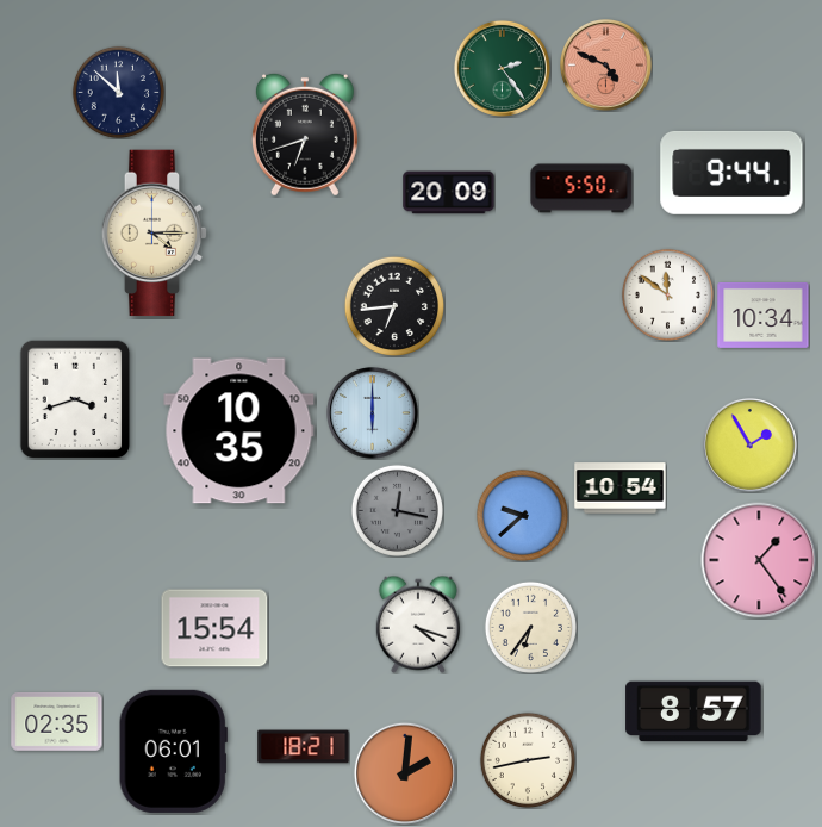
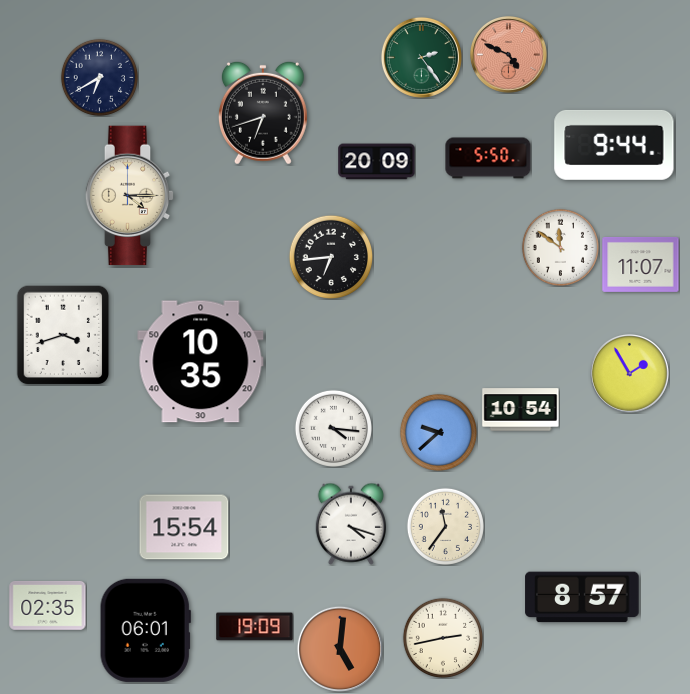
clock at (118, 92): 11:52 -> 6:40
clock at (305, 135) position: (305, 135) -> (263, 113)
clock at (764, 315): 10:34 -> 11:07
clock at (373, 413): 6:00 -> none
clock at (397, 510): 12:17 -> 4:16
clock at (397, 510) dial: grey -> white
clock at (759, 560): 1:24 -> none
clock at (530, 627): 6:36 -> 11:36
clock at (214, 628) position: (214, 628) -> (184, 527)
clock at (304, 747): 18:21 -> 19:09
clock at (404, 772): 2:01 -> 5:01
